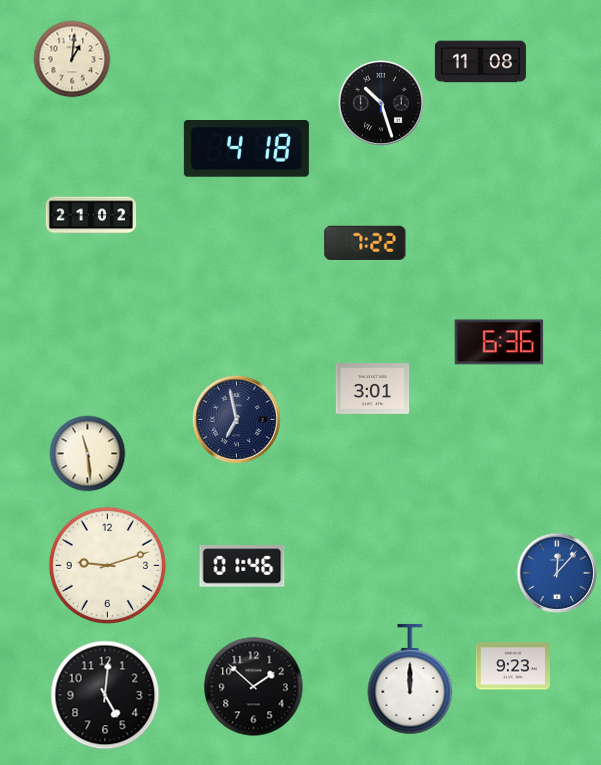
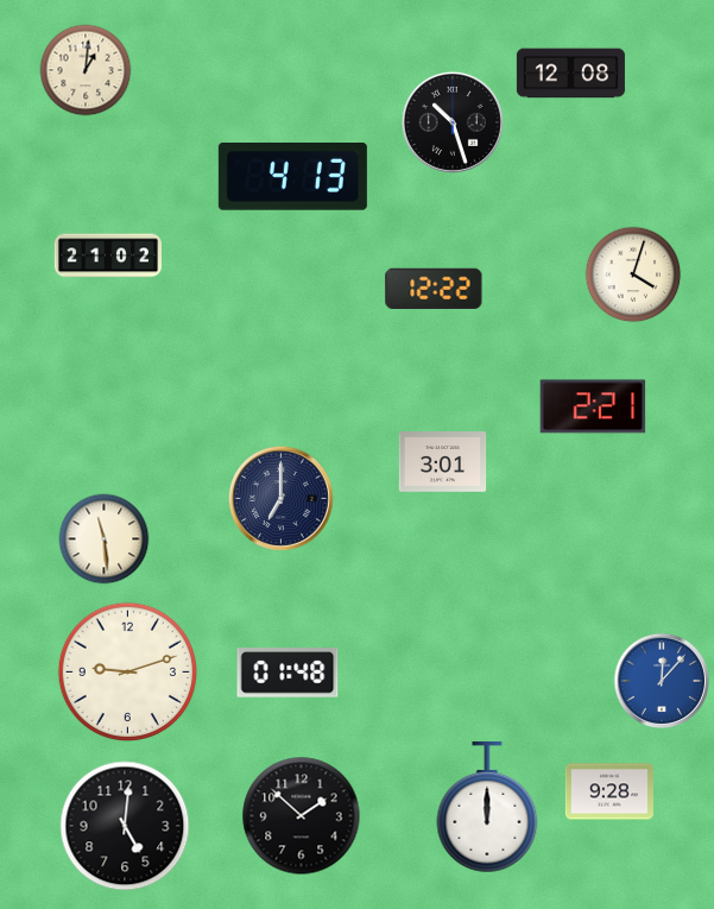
clock at (480, 62): 11:08 -> 12:08
clock at (246, 149): 4:18 -> 4:13
clock at (633, 274): none -> 4:03
clock at (365, 242): 7:22 -> 12:22
clock at (499, 342): 6:36 -> 2:21
clock at (236, 419): 6:58 -> 7:00
clock at (242, 566): 01:46 -> 01:48
clock at (513, 666): 9:23 -> 9:28
